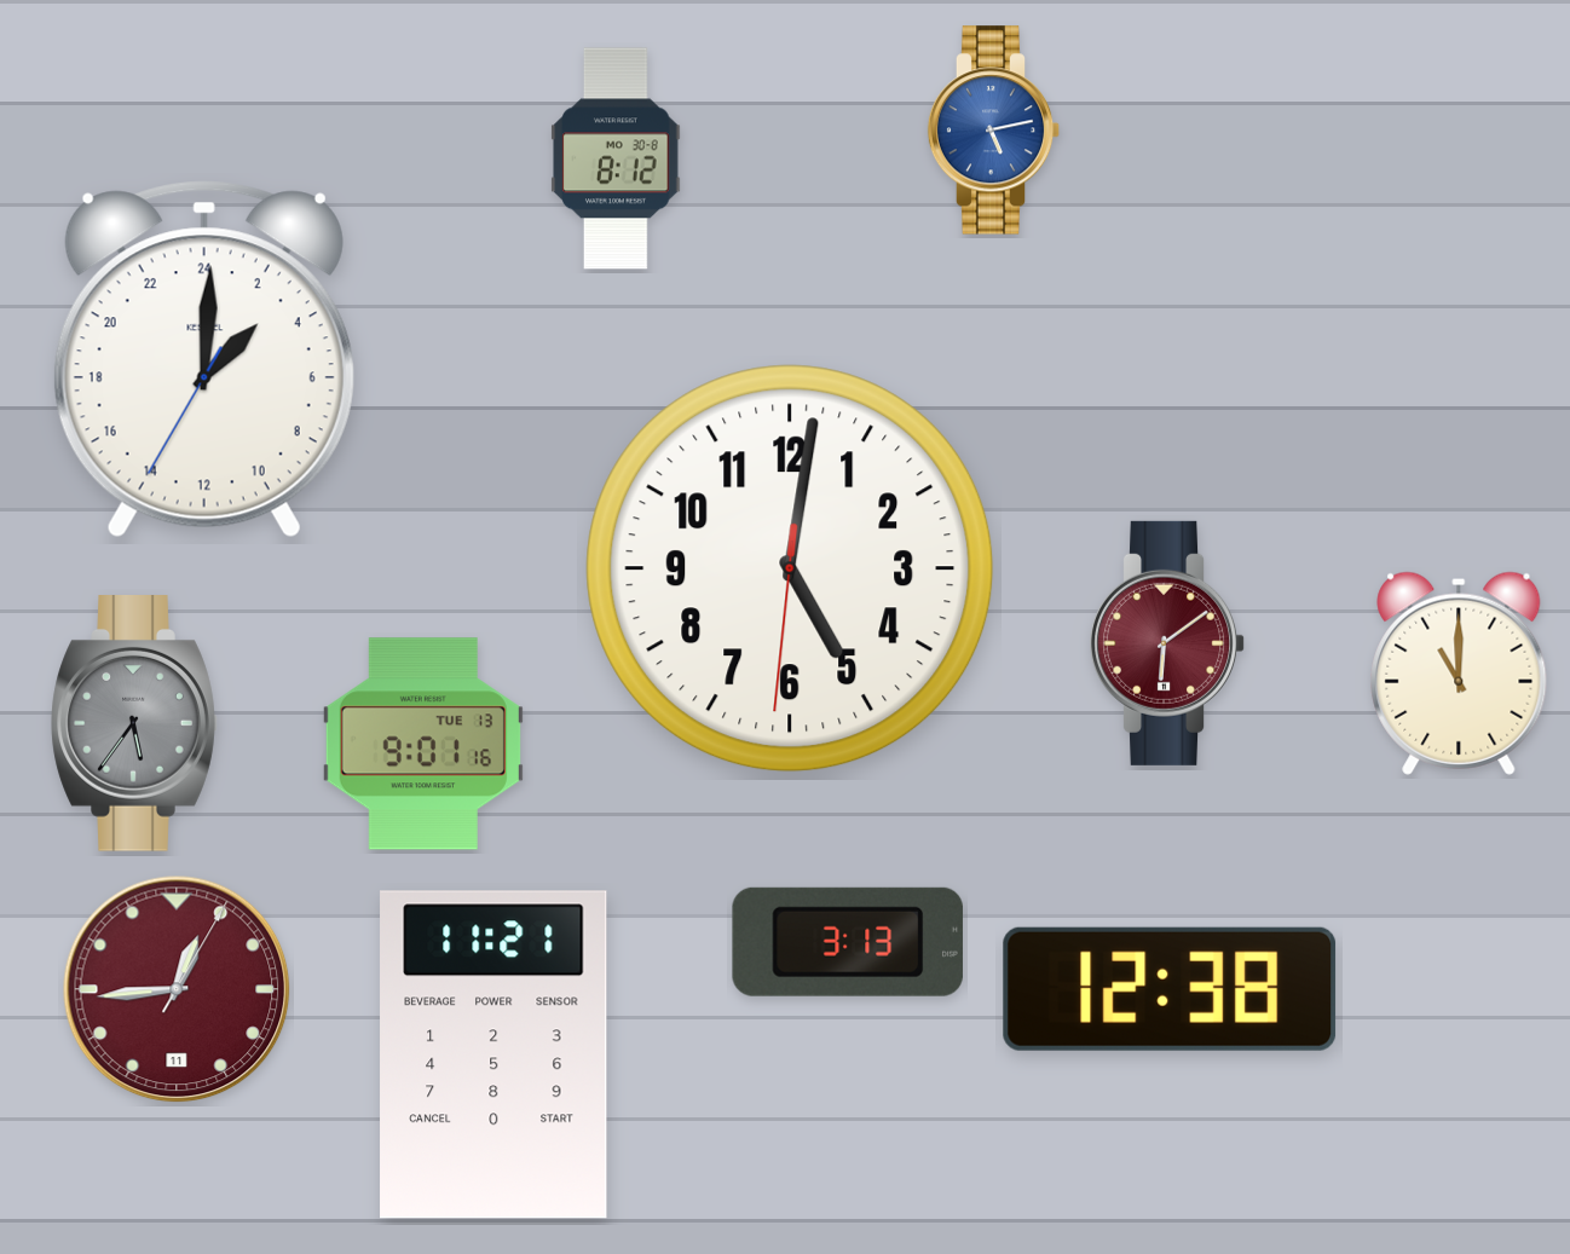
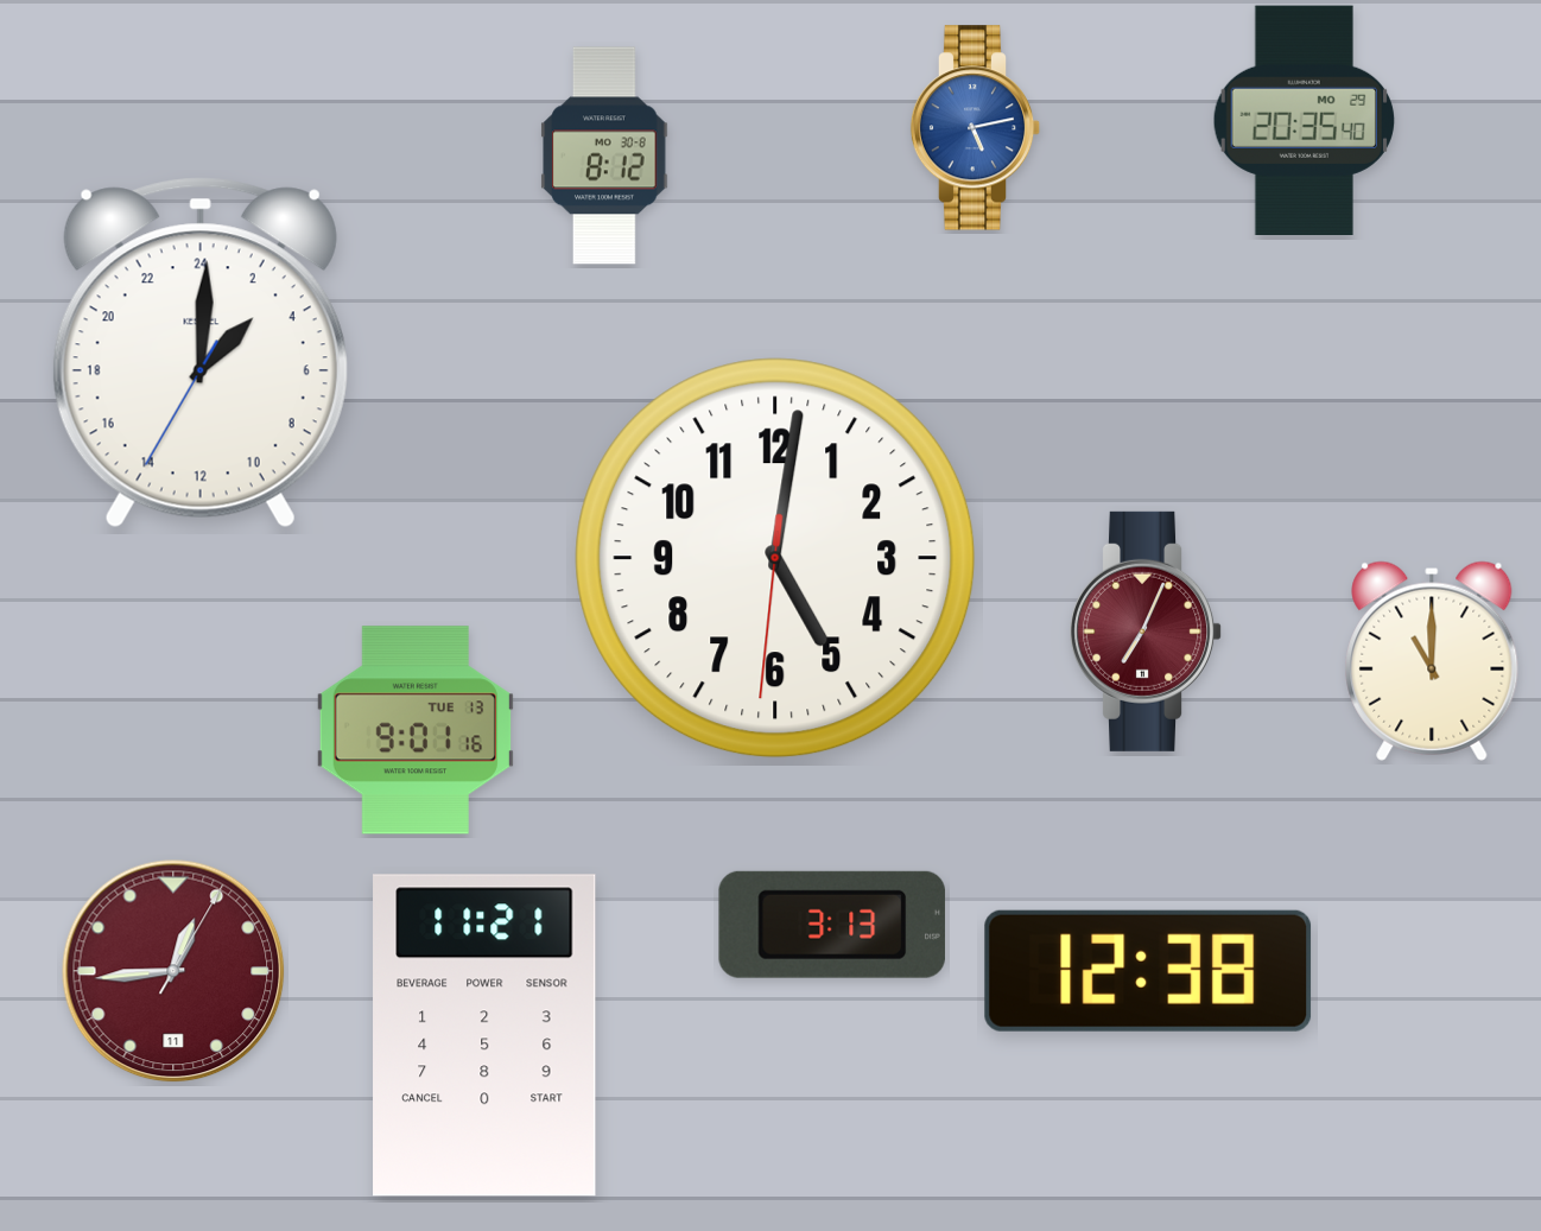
clock at (1304, 120): none -> 20:35
clock at (1168, 643): 6:09 -> 7:04
clock at (134, 724): 5:36 -> none
